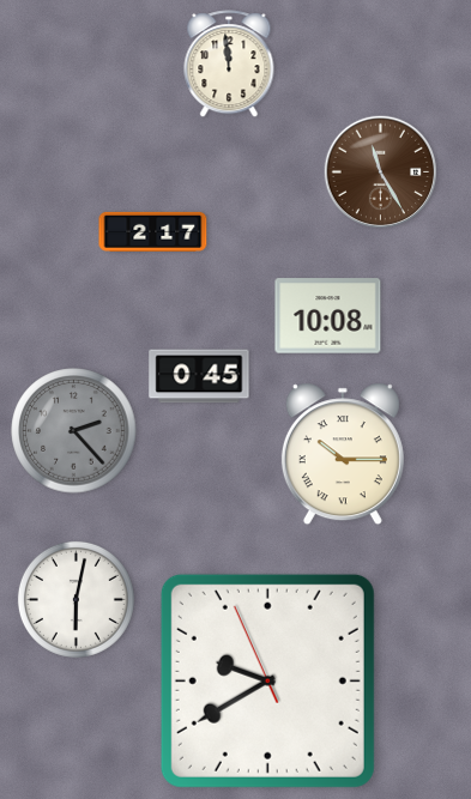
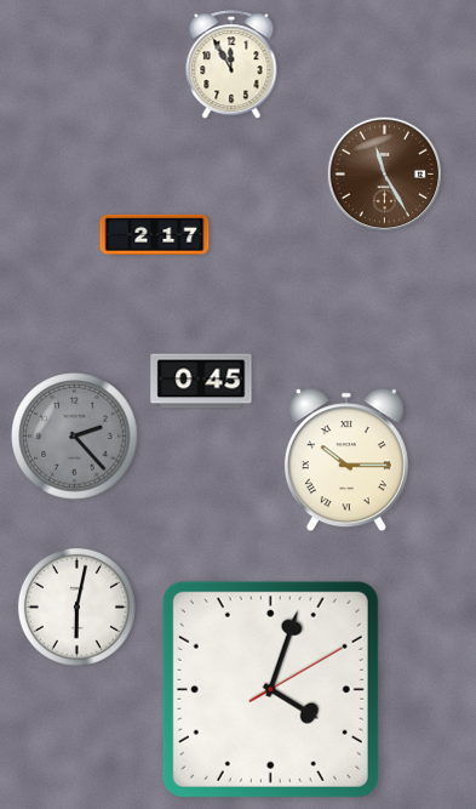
clock at (229, 65): 11:59 -> 11:55
clock at (328, 316): 10:08 -> none
clock at (267, 680): 9:39 -> 4:03
